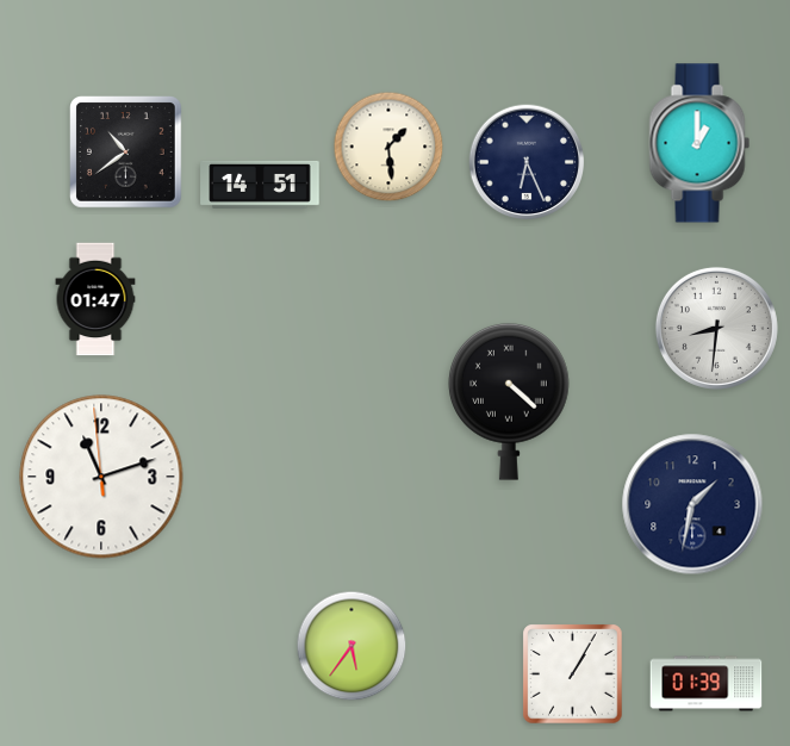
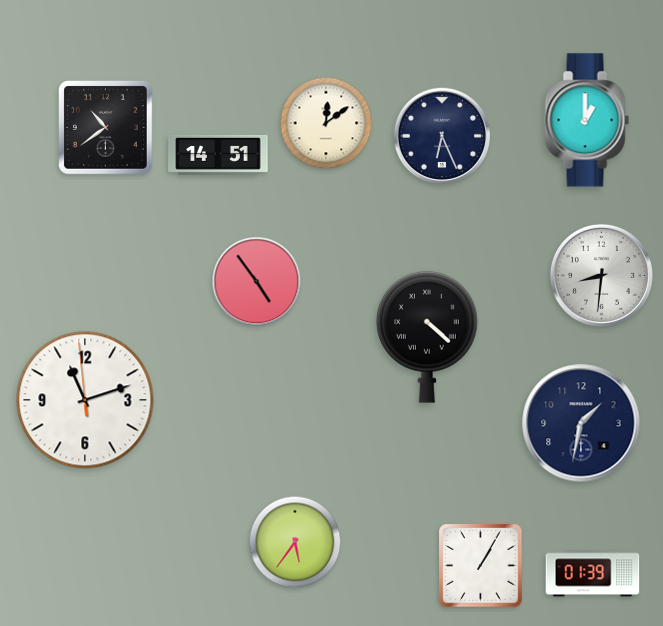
clock at (388, 147): 1:29 -> 12:09
clock at (95, 299): 01:47 -> none
clock at (257, 282): none -> 4:54
